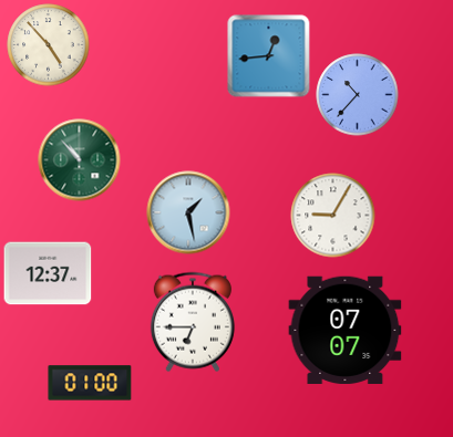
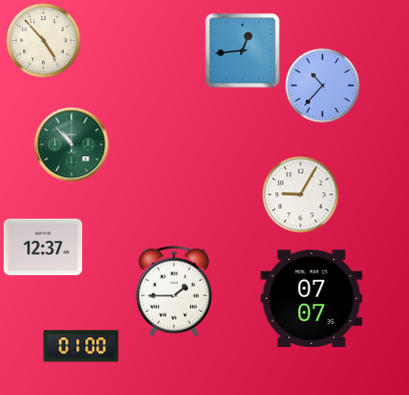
clock at (188, 212): 1:28 -> none
clock at (193, 322): 6:45 -> 1:45
